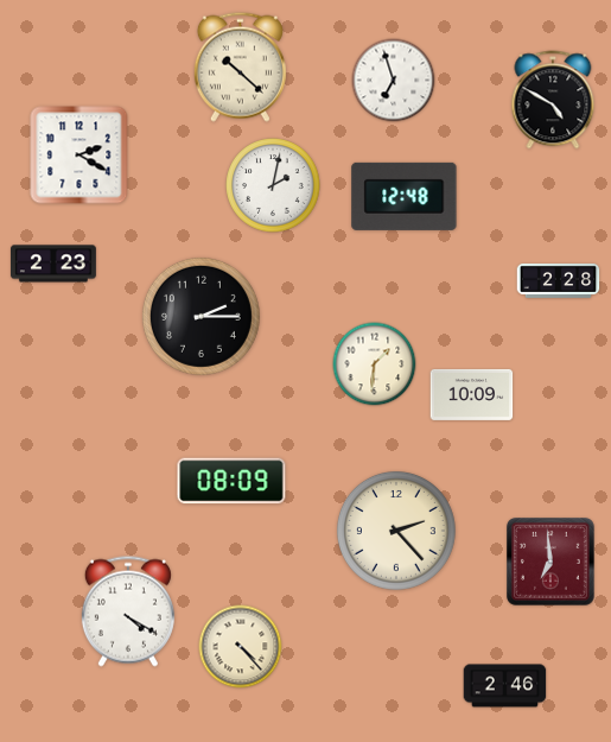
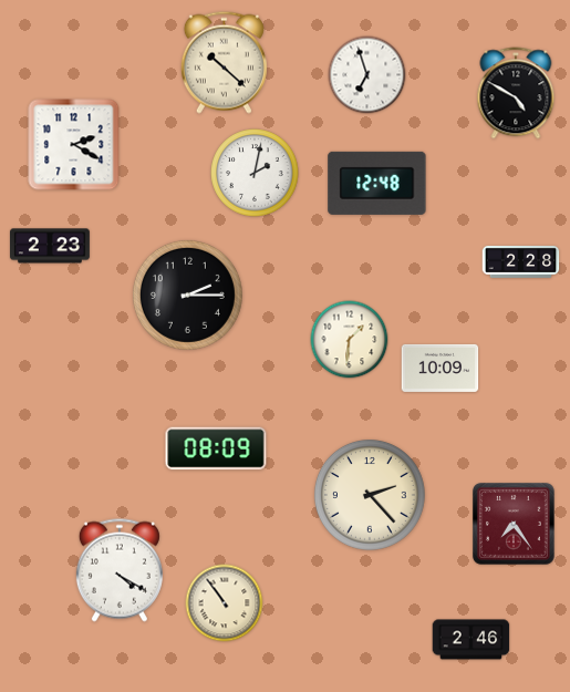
clock at (552, 563): 6:59 -> 7:24
clock at (241, 647): 4:23 -> 10:54
